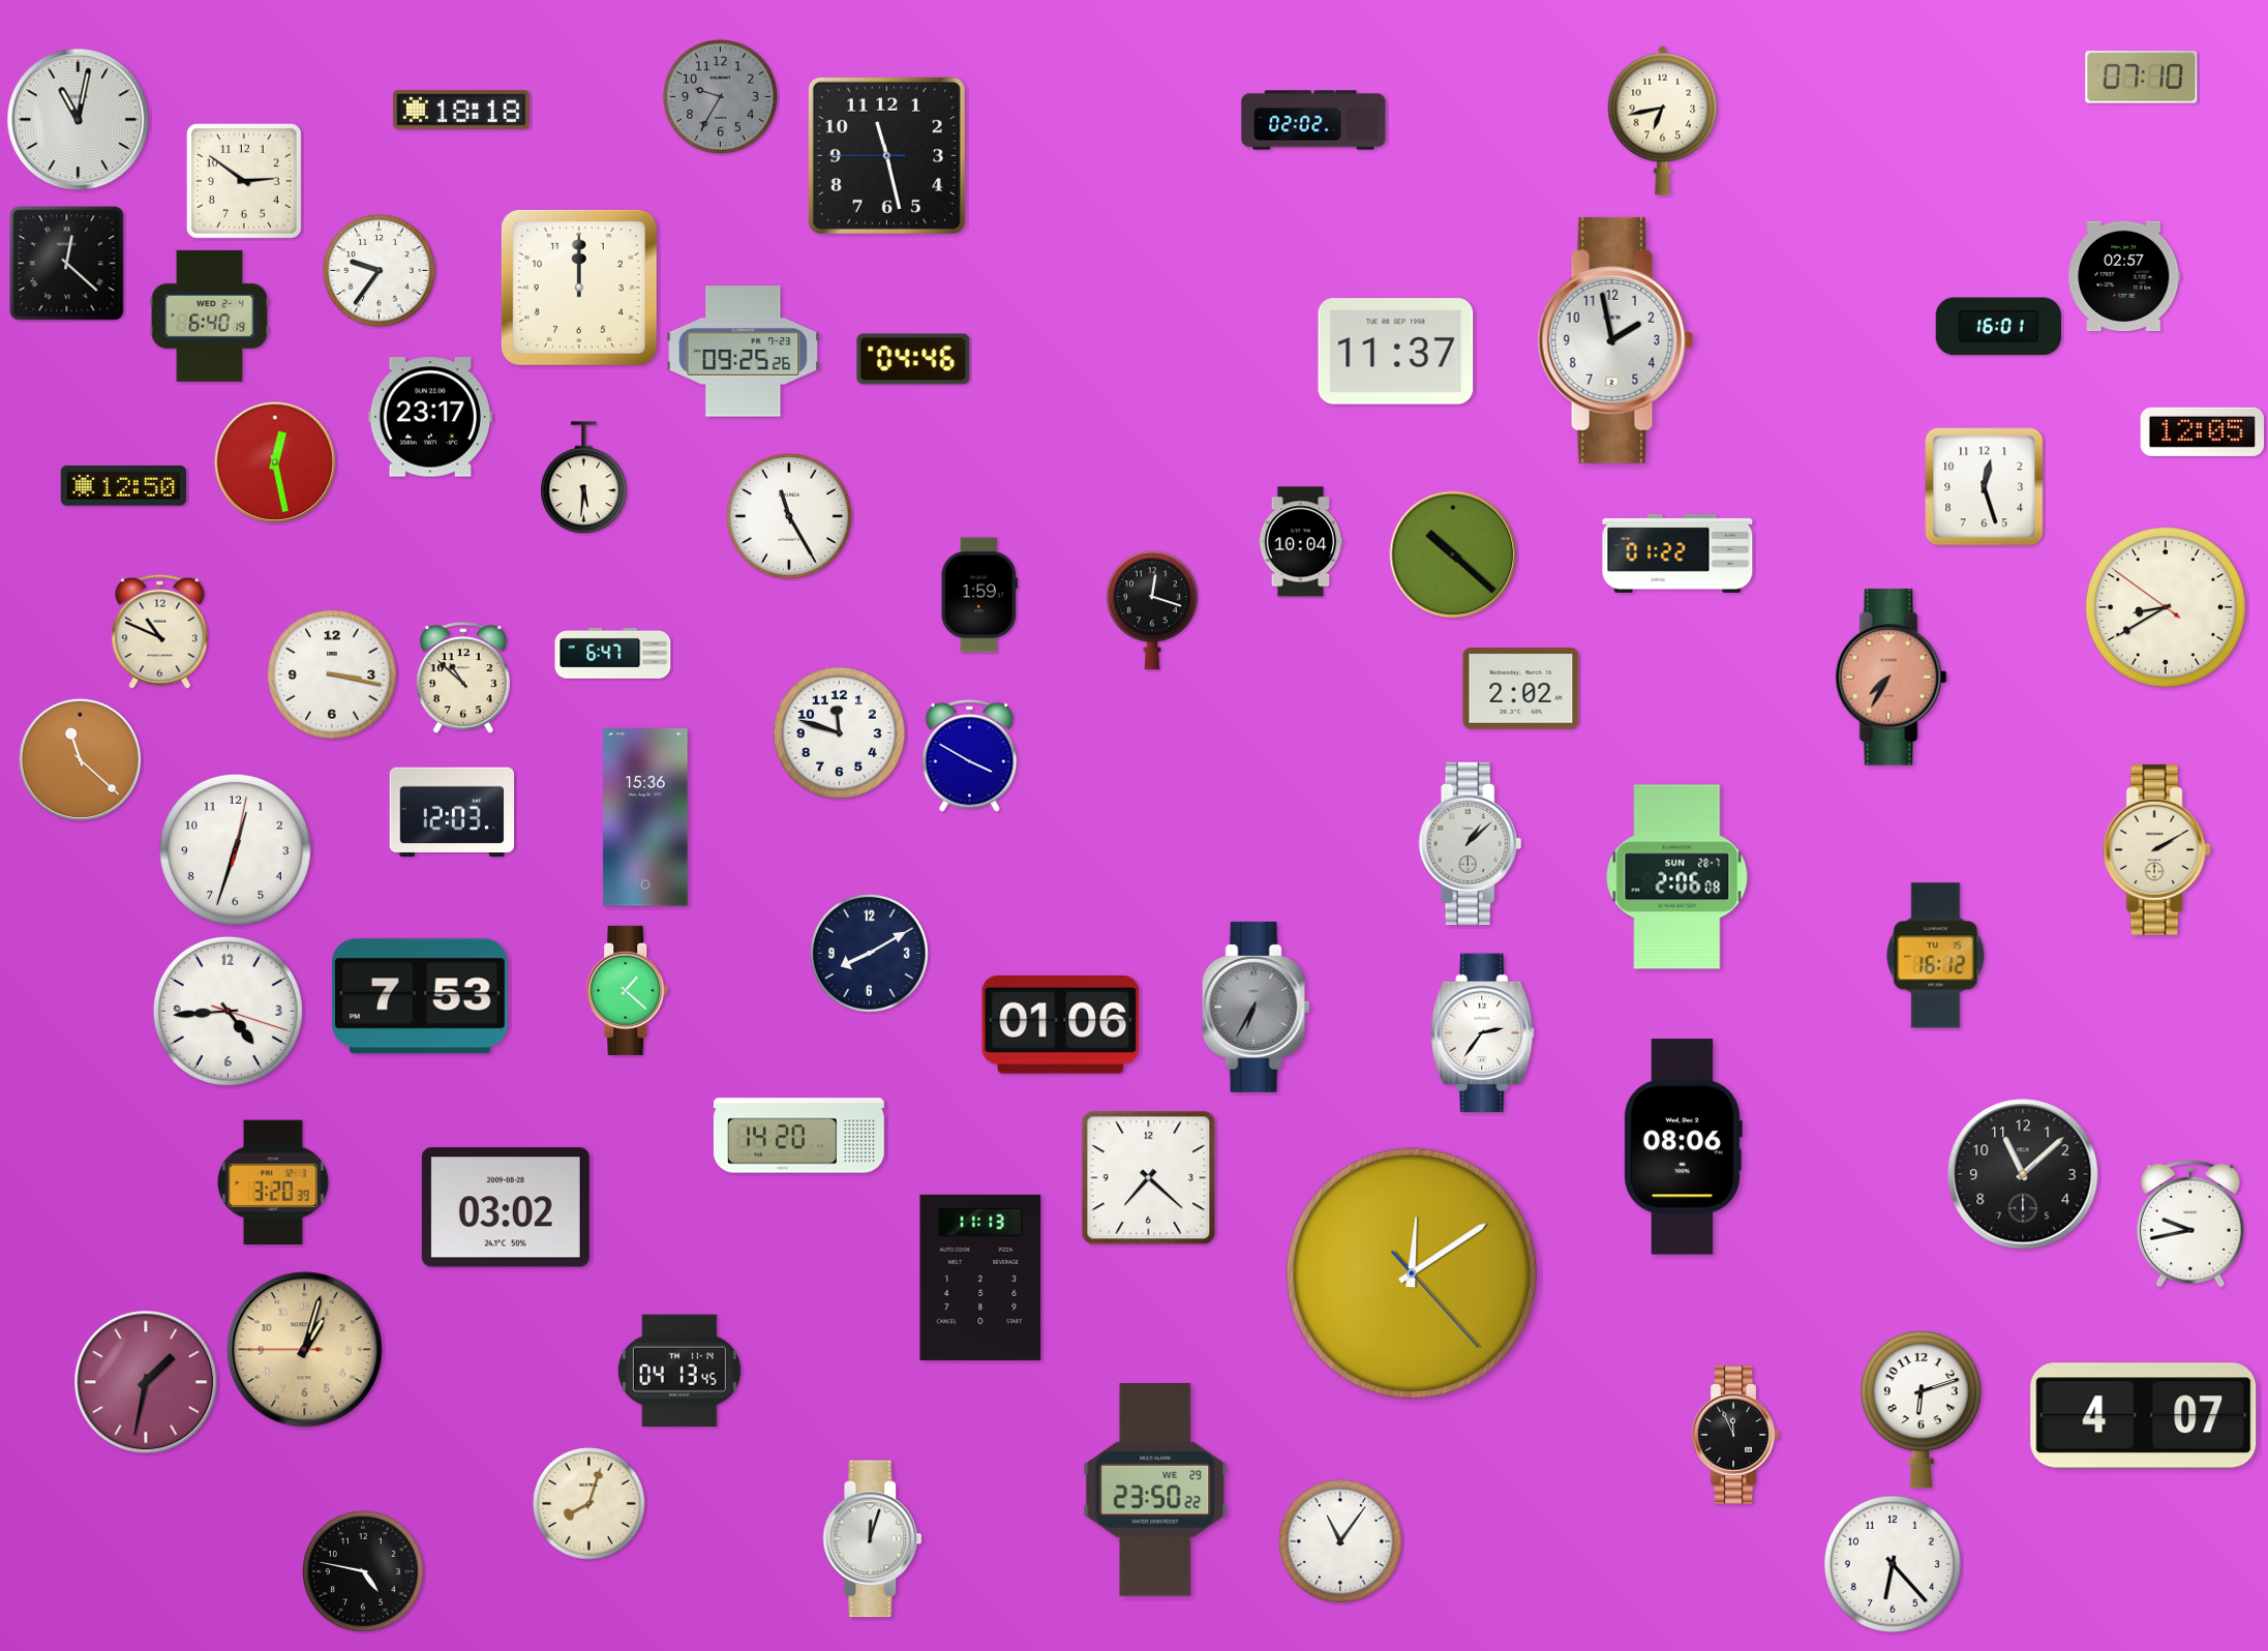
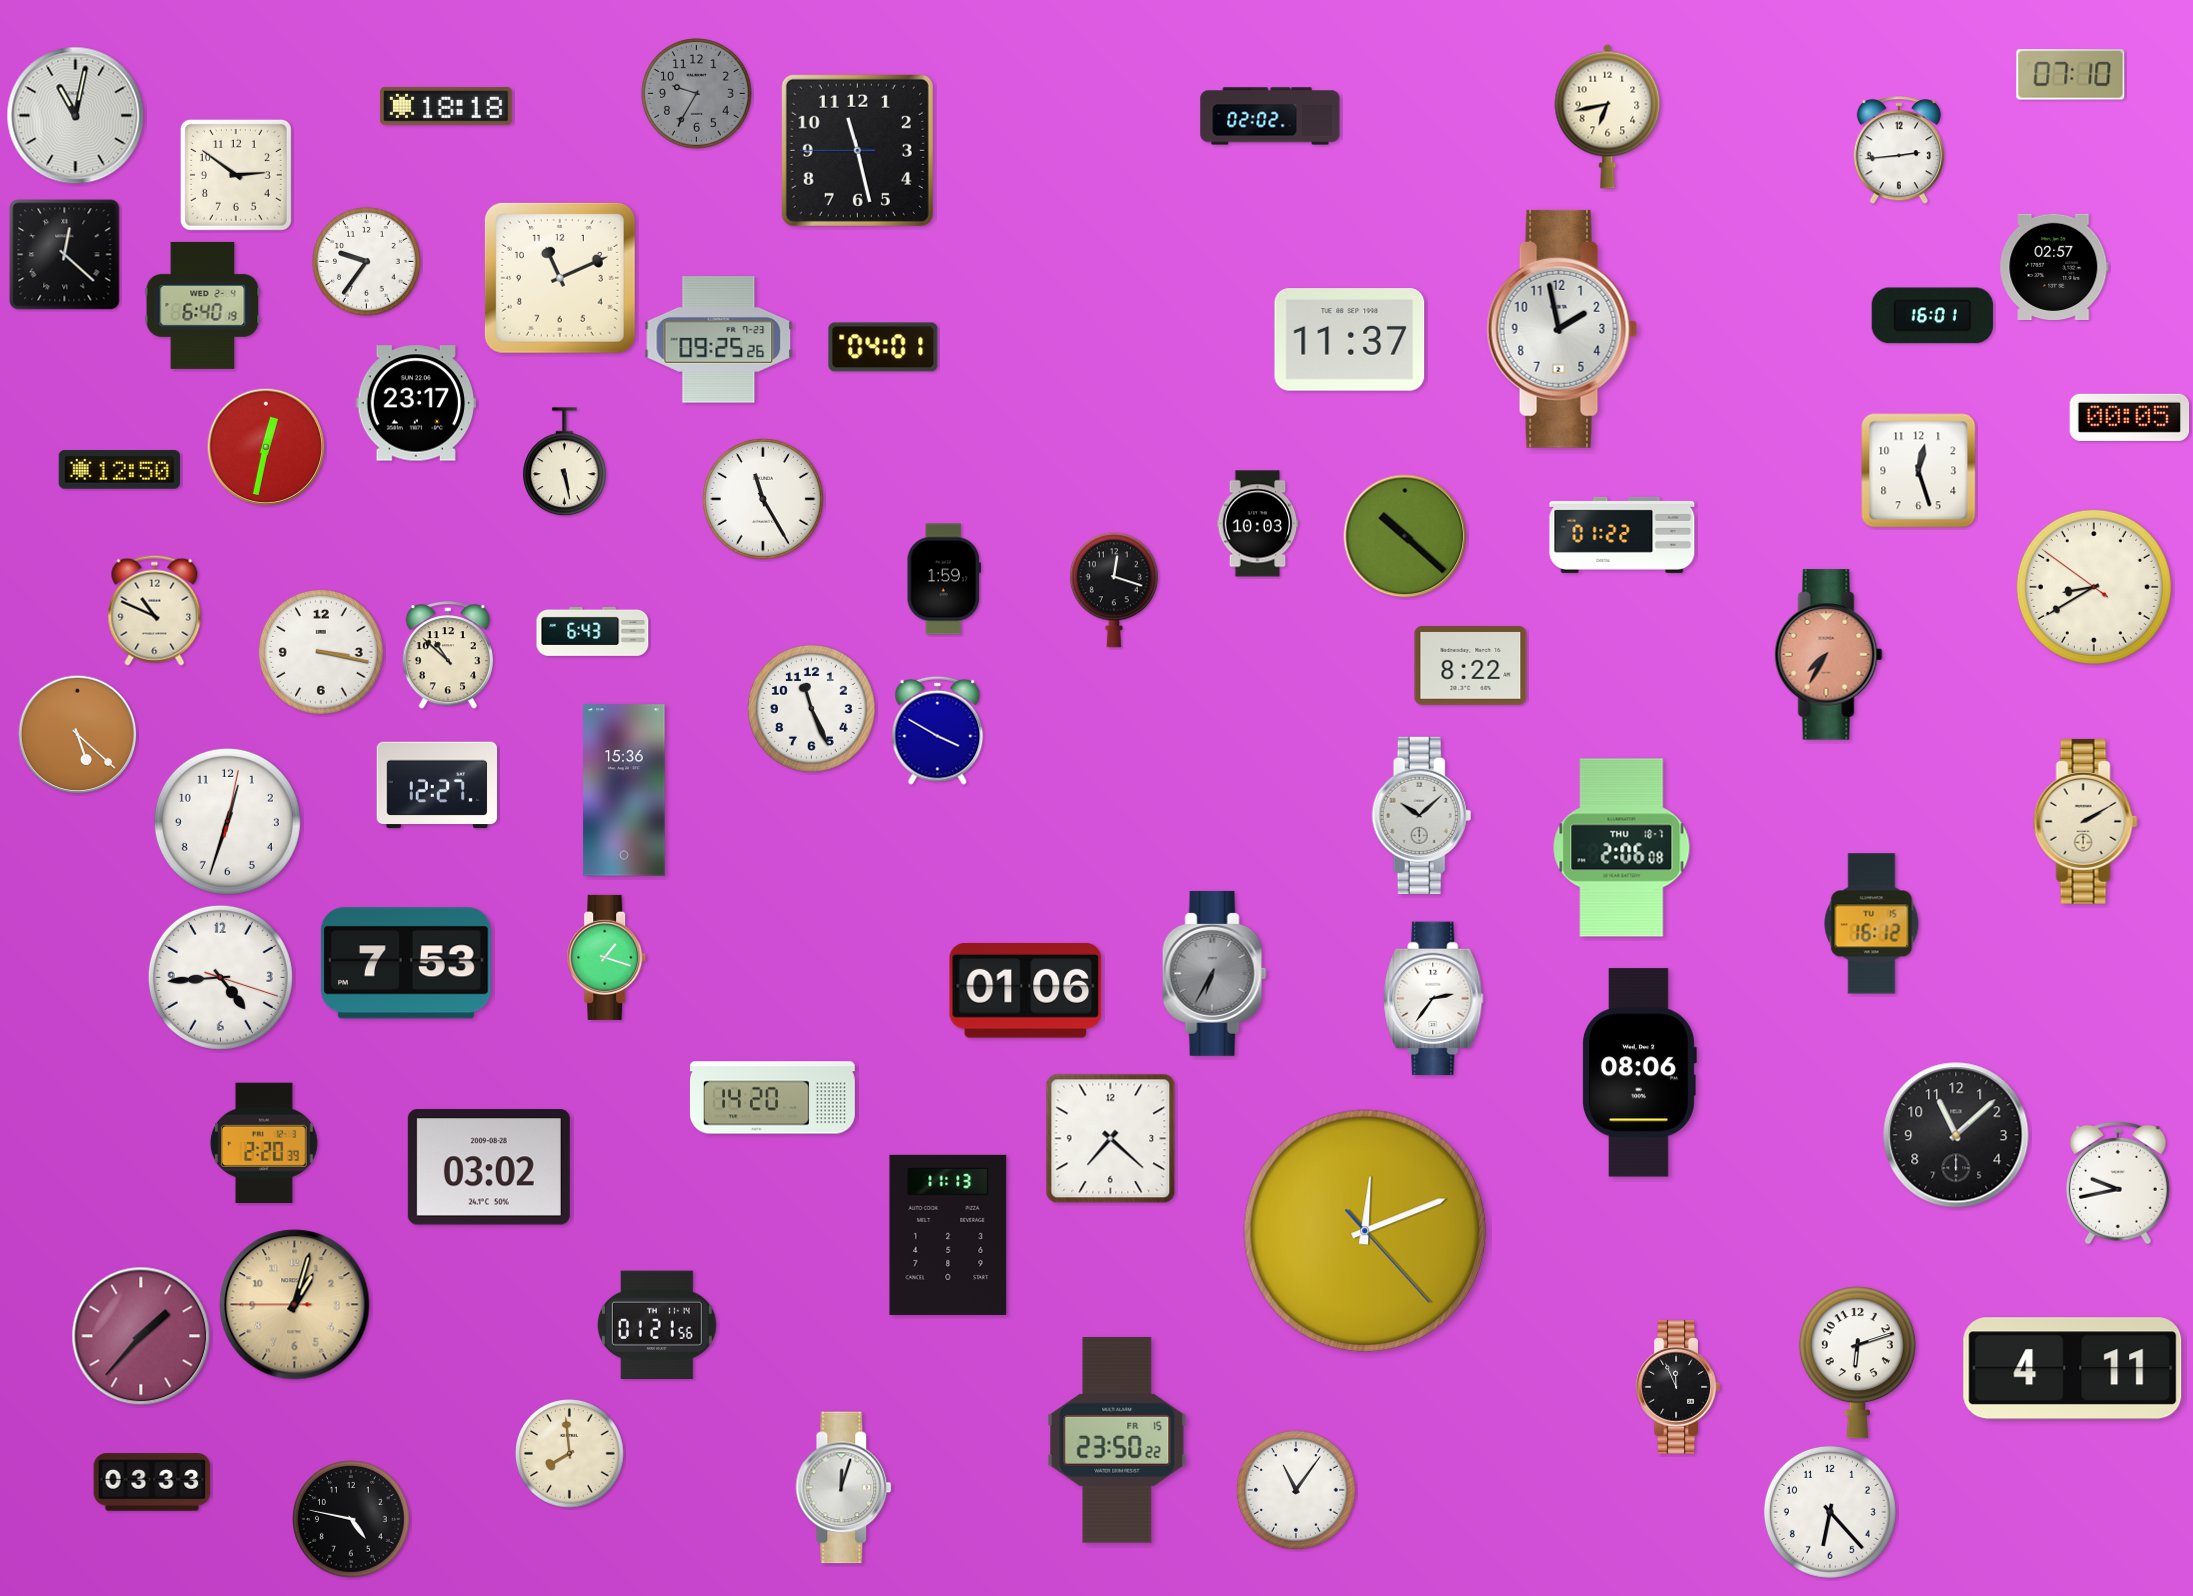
clock at (1899, 151): none -> 2:44
clock at (579, 288): 12:00 -> 11:11
clock at (913, 359): 04:46 -> 04:01
clock at (2203, 431): 12:05 -> 00:05
clock at (275, 462): 12:28 -> 12:32
clock at (584, 478): 5:31 -> 5:28
clock at (1301, 542): 10:04 -> 10:03
clock at (978, 595) position: (978, 595) -> (943, 579)
clock at (613, 653): 6:47 -> 6:43
clock at (1521, 689): 2:02 -> 8:22
clock at (839, 732): 11:48 -> 11:26
clock at (81, 760): 11:22 -> 5:22
clock at (452, 812): 12:03 -> 12:27
clock at (1471, 843): 1:08 -> 10:08
clock at (1677, 877) date: SUN 28-7 -> THU 18-7
clock at (870, 954): 8:10 -> none
clock at (628, 990): 1:22 -> 1:18
clock at (1683, 1147) position: (1683, 1147) -> (1639, 1073)
clock at (273, 1181): 3:20 -> 2:20
clock at (1412, 1273): 12:09 -> 12:11
clock at (679, 1370): 04:13 -> 01:21
clock at (146, 1382): 1:32 -> 1:37
clock at (2144, 1416): 4:07 -> 4:11
clock at (1155, 1490) date: WE 29 -> FR 15
clock at (589, 1504): 8:03 -> 7:59
clock at (152, 1482): none -> 03:33
